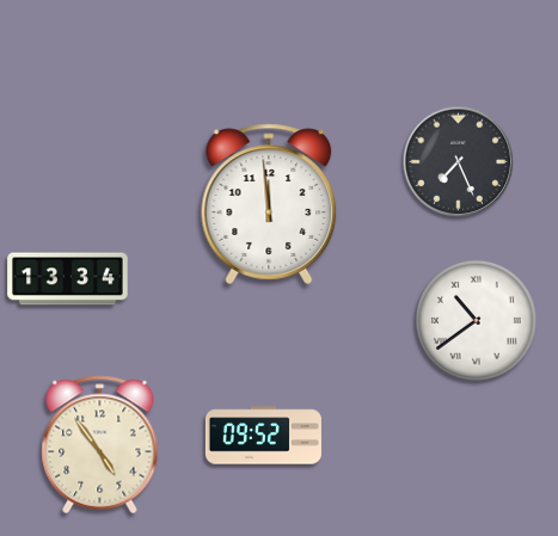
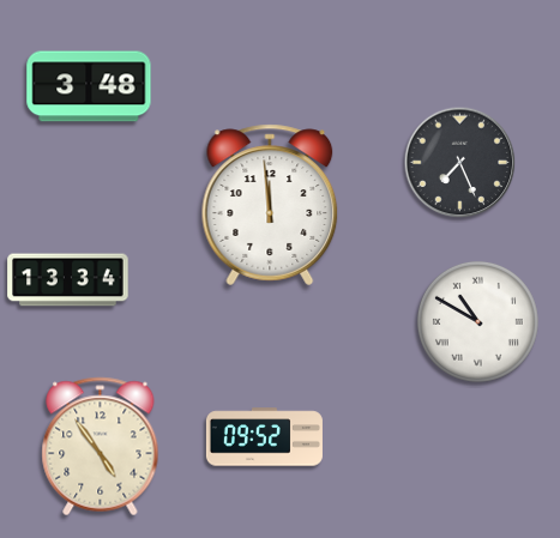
clock at (89, 86): none -> 3:48
clock at (476, 320): 10:39 -> 10:50
